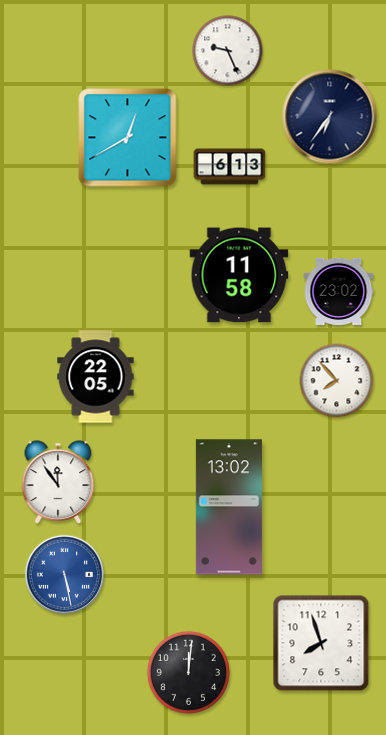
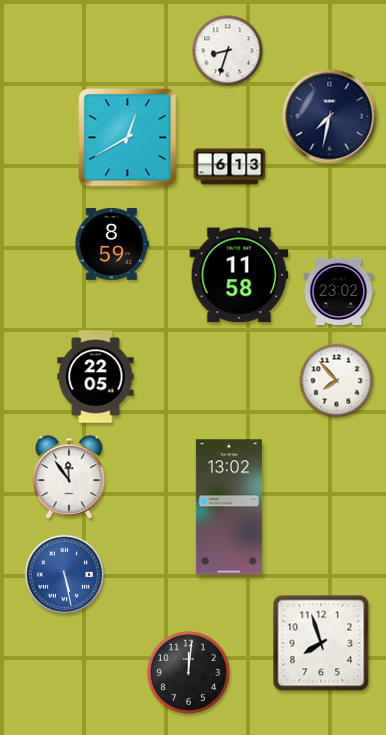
clock at (228, 51): 9:26 -> 8:33
clock at (330, 117): 6:36 -> 7:32
clock at (112, 244): none -> 8:59
clock at (58, 482) position: (58, 482) -> (69, 477)
